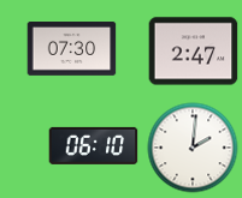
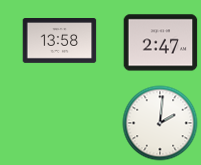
clock at (72, 49): 07:30 -> 13:58
clock at (94, 145): 06:10 -> none
